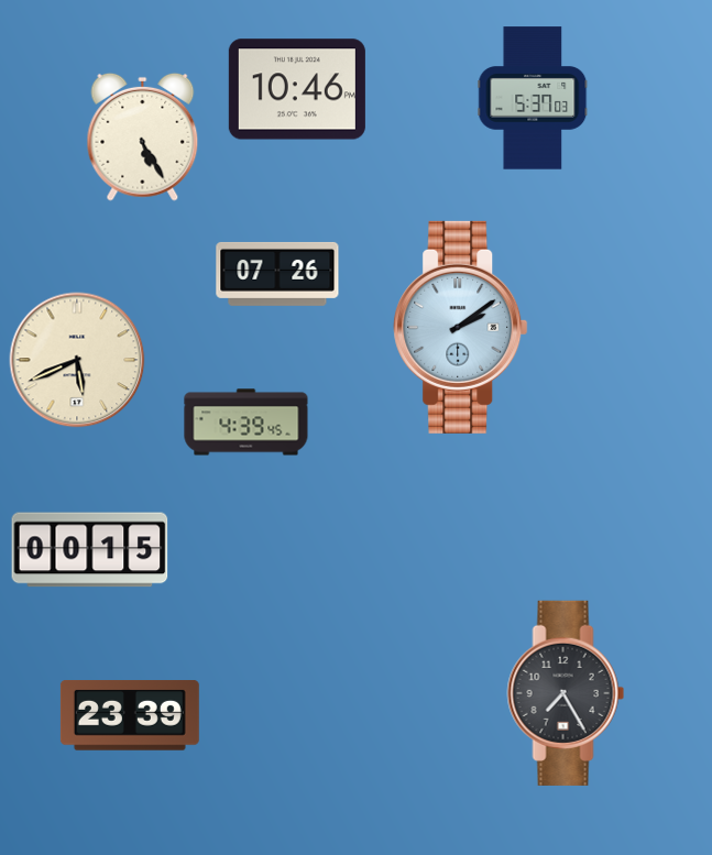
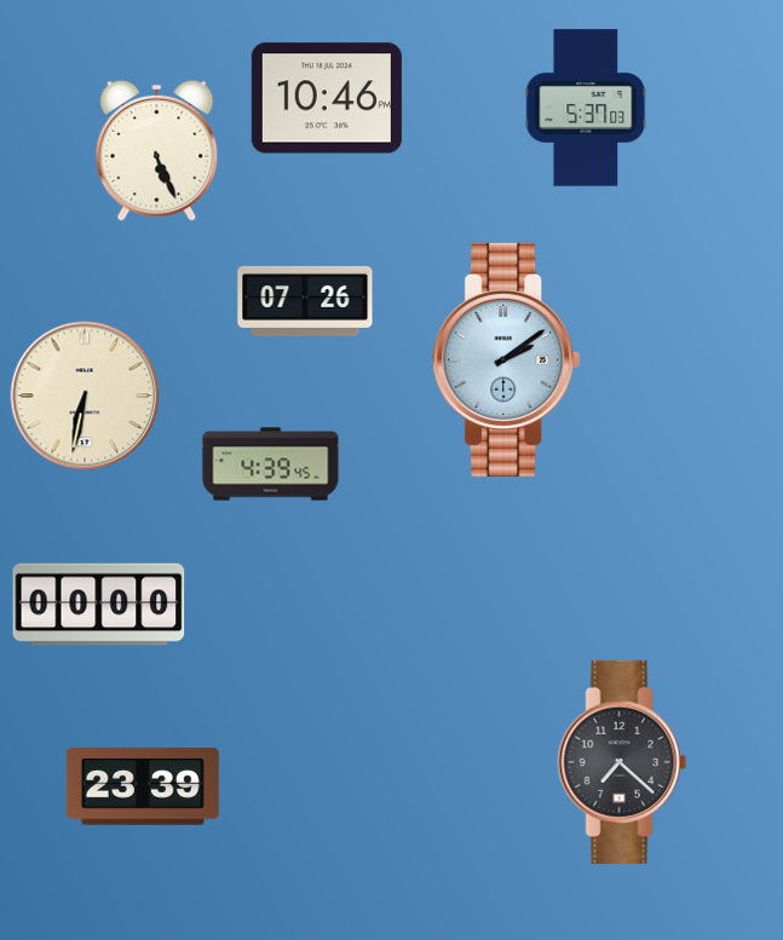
clock at (143, 136): 5:25 -> 5:26
clock at (77, 360): 5:41 -> 6:32
clock at (90, 550): 00:15 -> 00:00
clock at (566, 693): 7:25 -> 7:22
